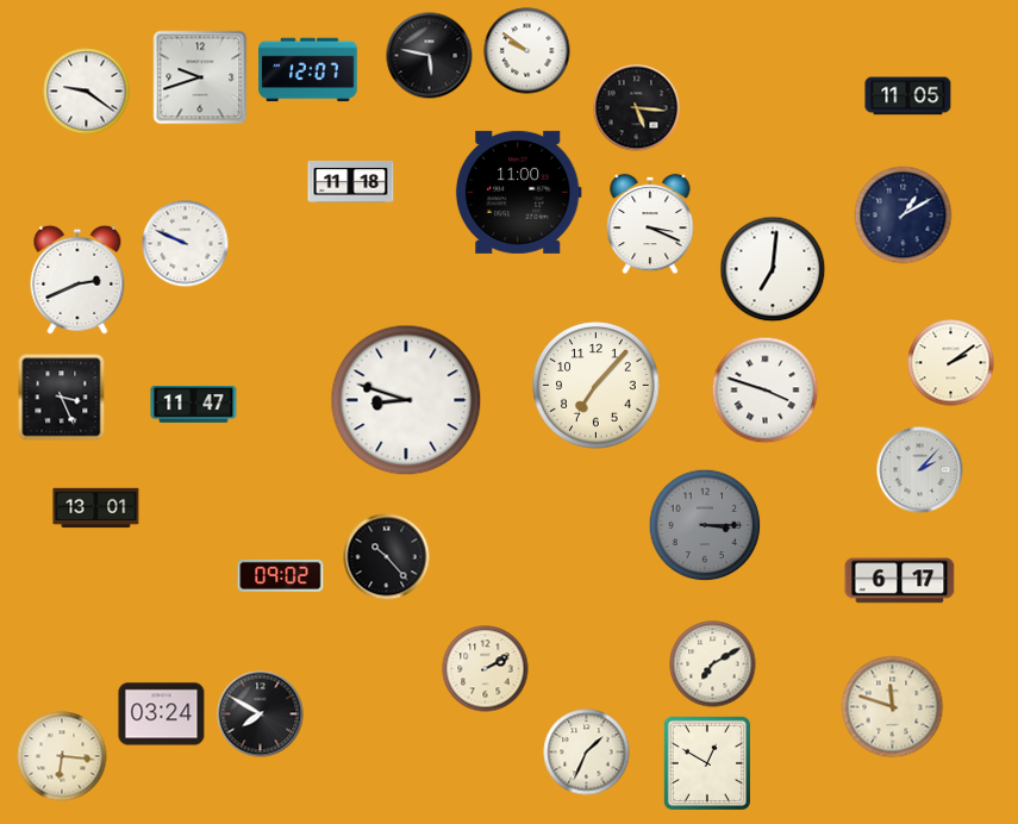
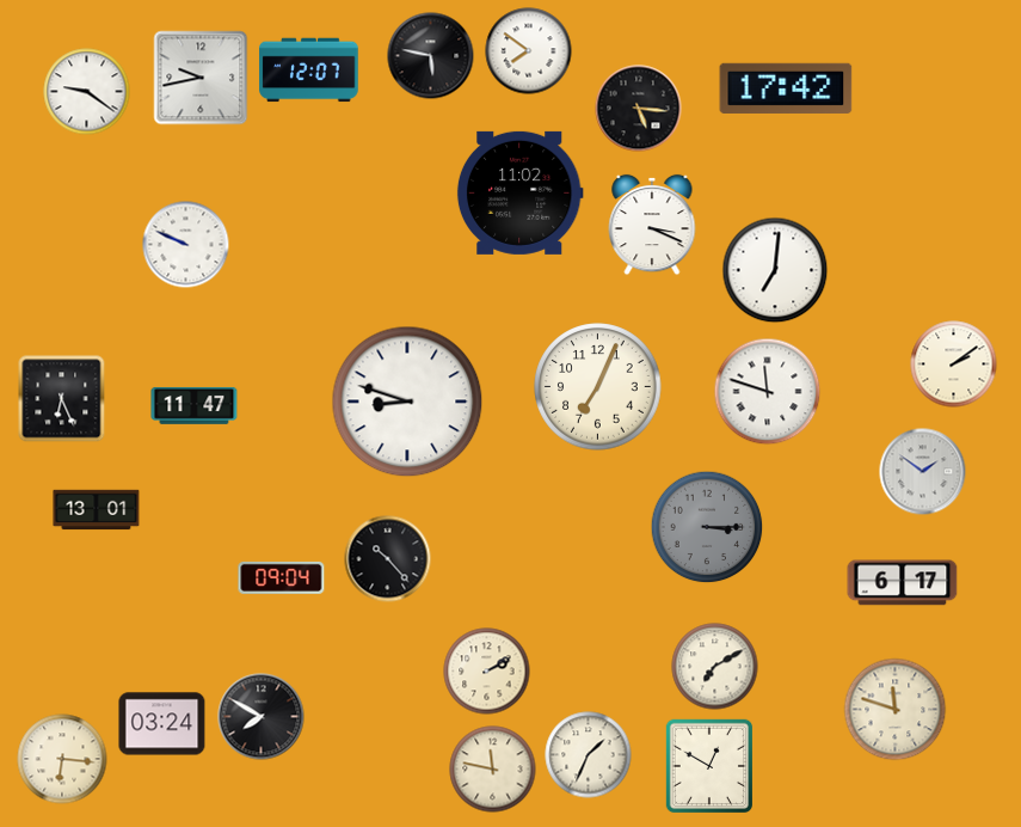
clock at (527, 51): 9:51 -> 7:51
clock at (200, 77): 9:42 -> 9:43
clock at (786, 88): none -> 17:42
clock at (908, 96): 11:05 -> none
clock at (351, 181): 11:18 -> none
clock at (518, 192): 11:00 -> 11:02
clock at (904, 216): 1:10 -> none
clock at (77, 280): 2:41 -> none
clock at (597, 386): 7:07 -> 7:04
clock at (766, 391): 3:48 -> 11:48
clock at (62, 398): 3:26 -> 6:26
clock at (920, 470): 2:07 -> 1:51
clock at (281, 575): 09:02 -> 09:04
clock at (162, 714) position: (162, 714) -> (162, 724)
clock at (493, 770): none -> 11:47
